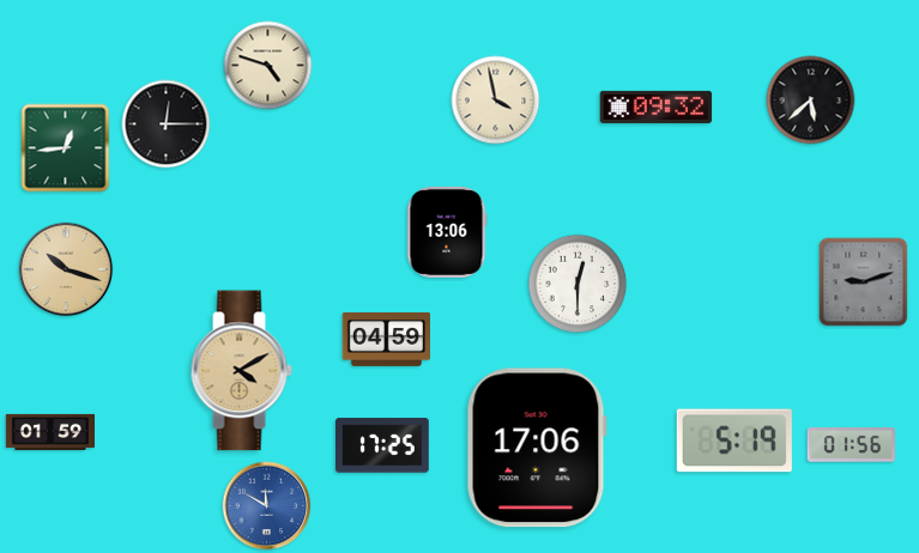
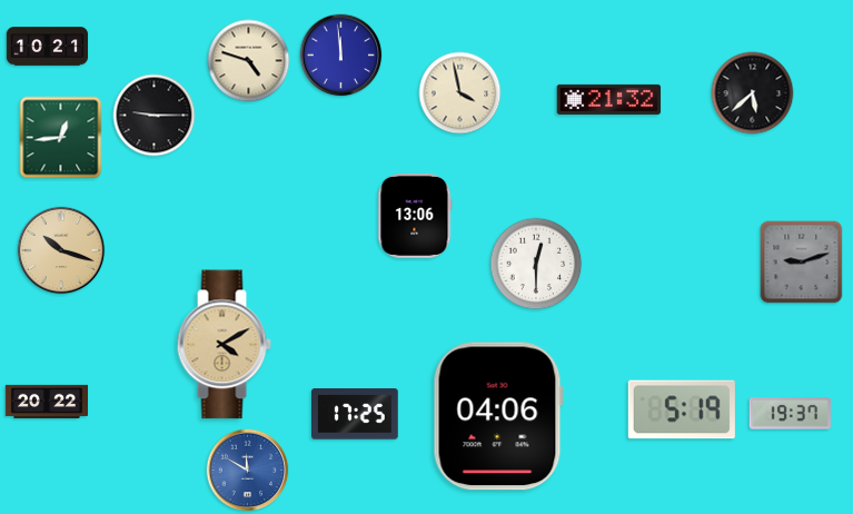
clock at (48, 47): none -> 10:21
clock at (341, 56): none -> 11:59
clock at (657, 107): 09:32 -> 21:32
clock at (167, 124): 12:15 -> 9:15
clock at (386, 339): 04:59 -> none
clock at (49, 432): 01:59 -> 20:22
clock at (851, 445): 01:56 -> 19:37
clock at (537, 448): 17:06 -> 04:06
